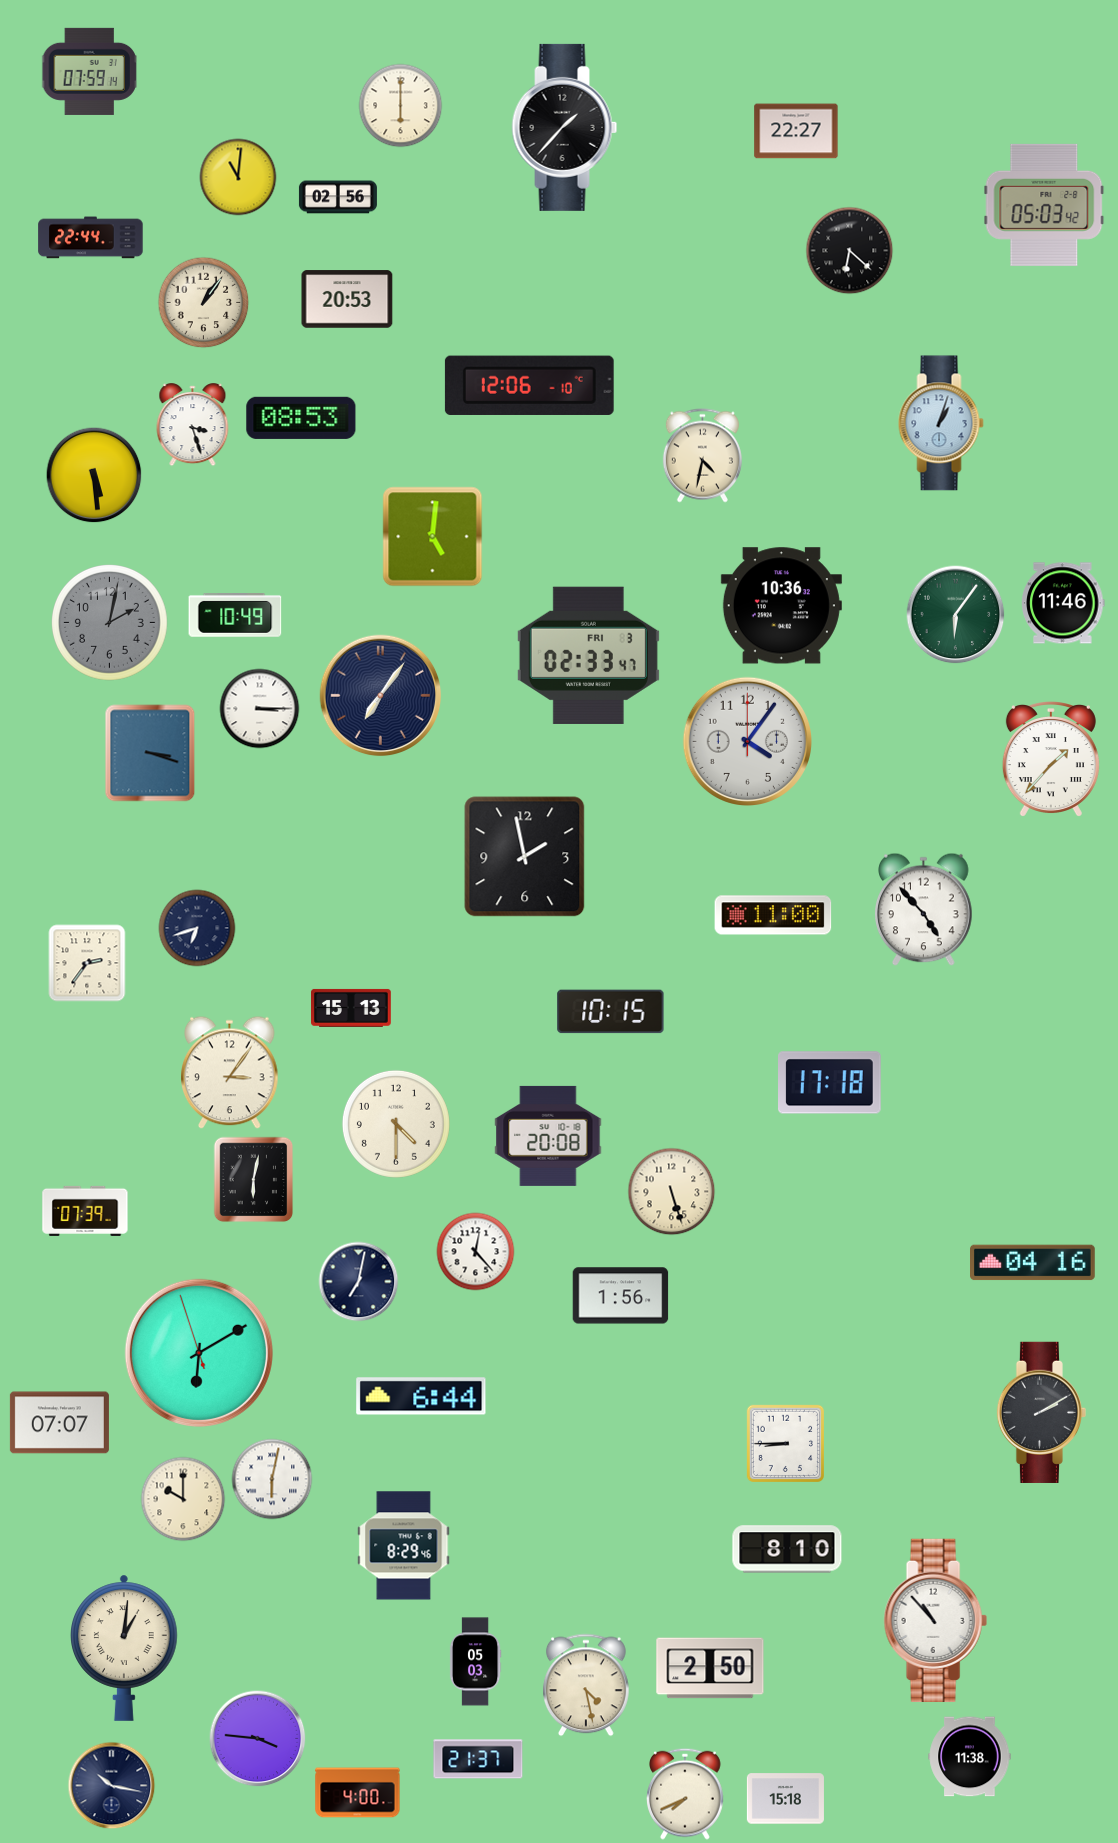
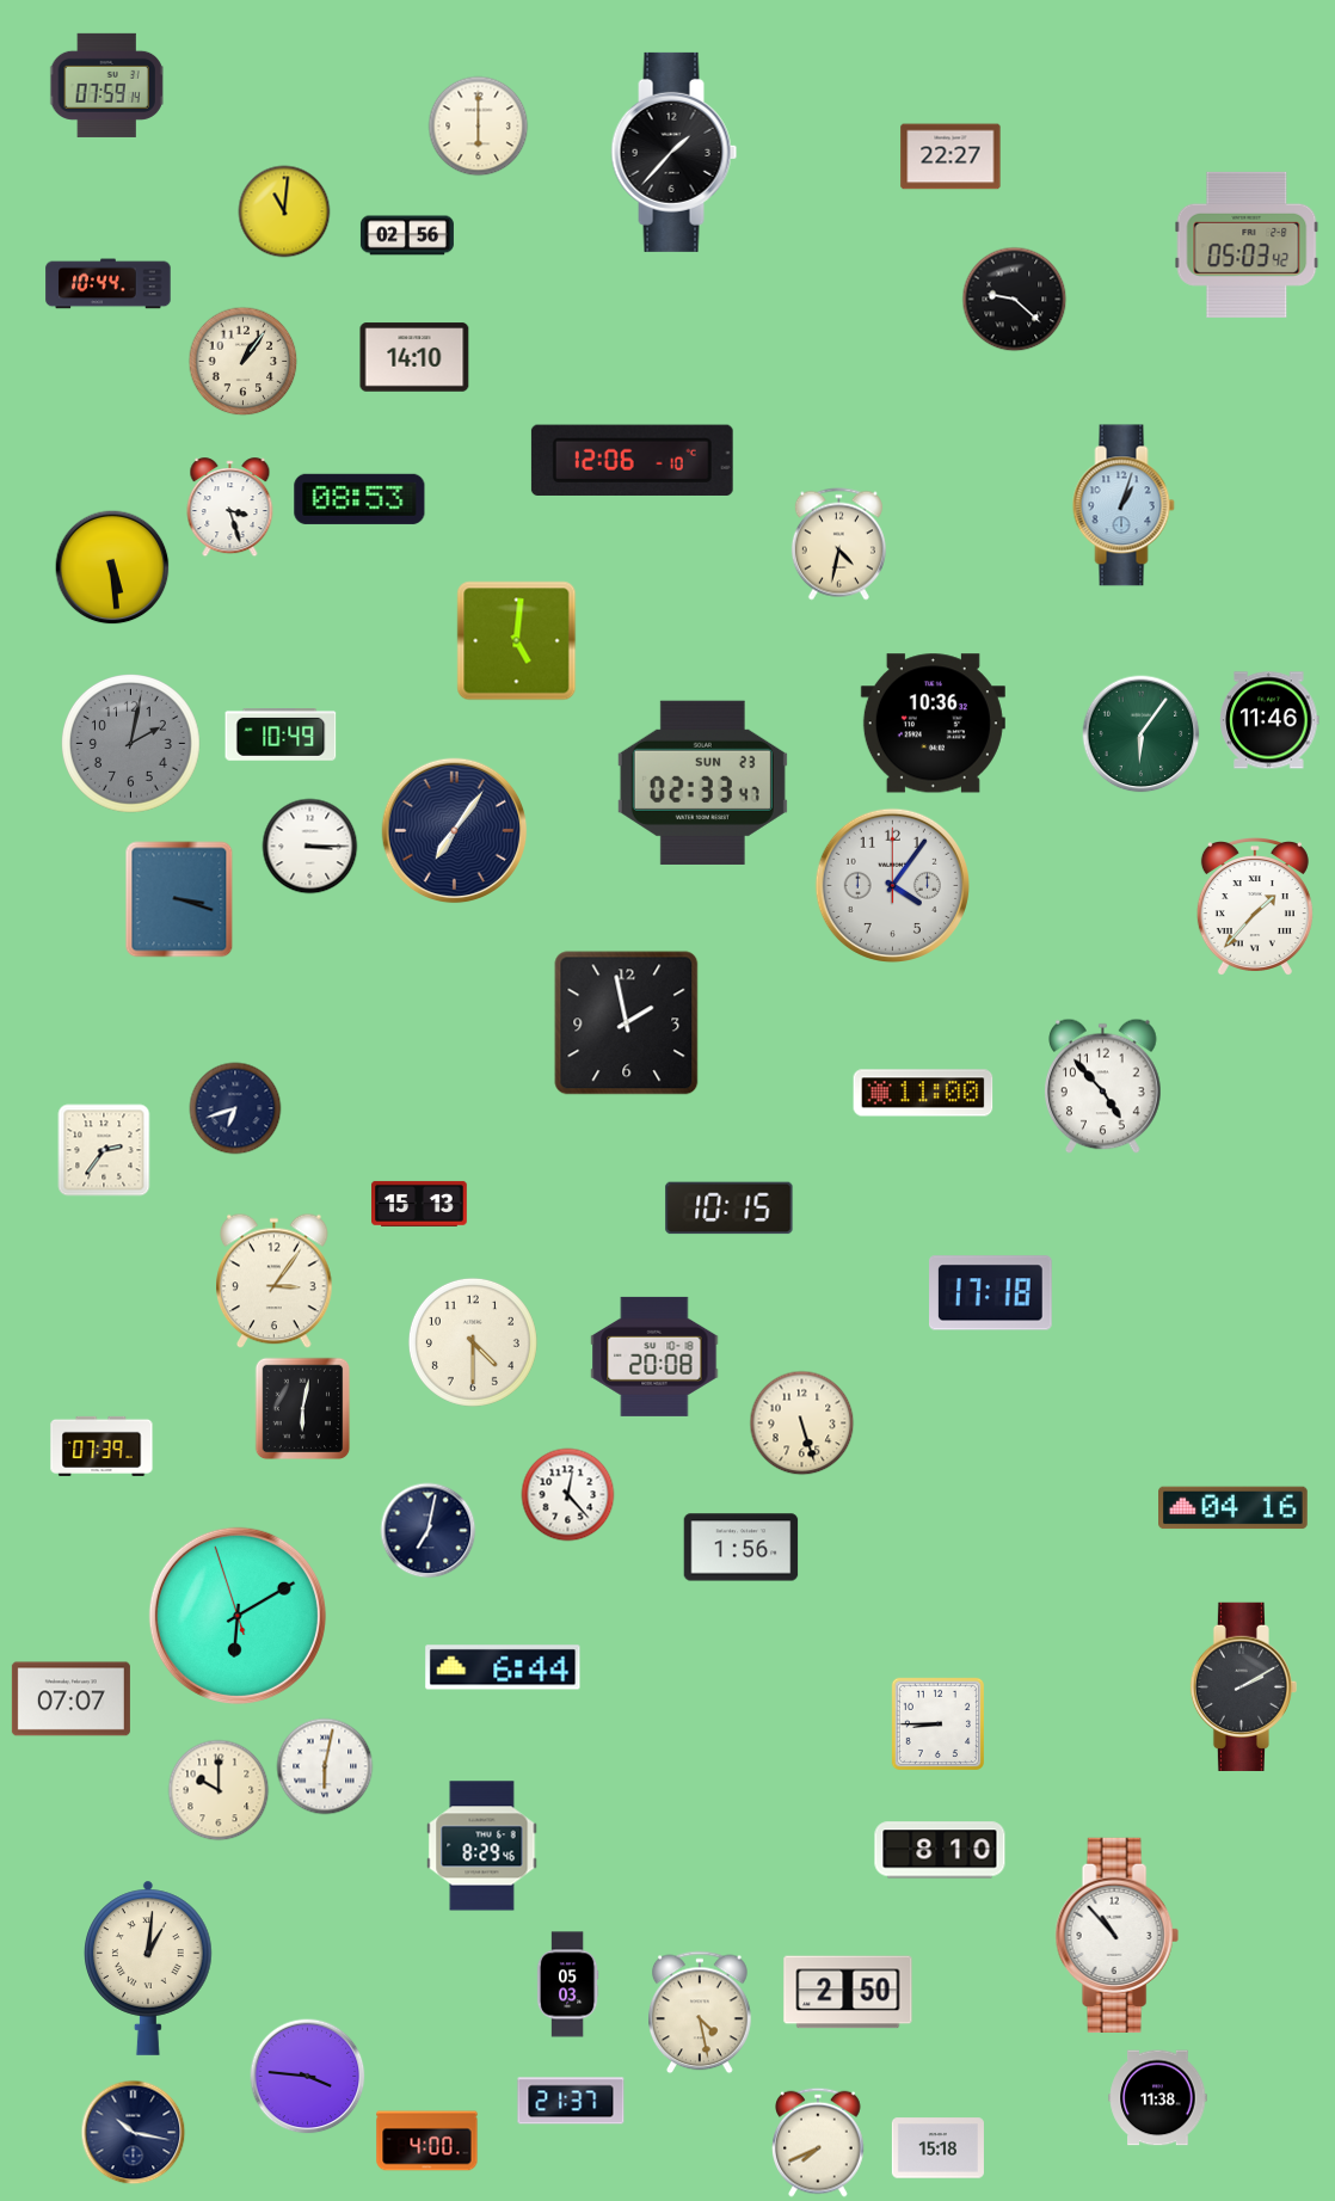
clock at (338, 197) position: (338, 197) -> (407, 235)
clock at (91, 238): 22:44 -> 10:44
clock at (850, 251): 6:22 -> 9:22
clock at (347, 299): 20:53 -> 14:10
clock at (588, 655) date: FRI 3 -> SUN 23
